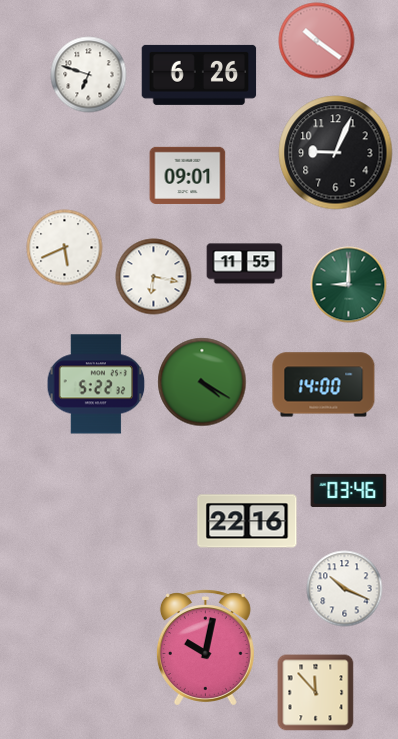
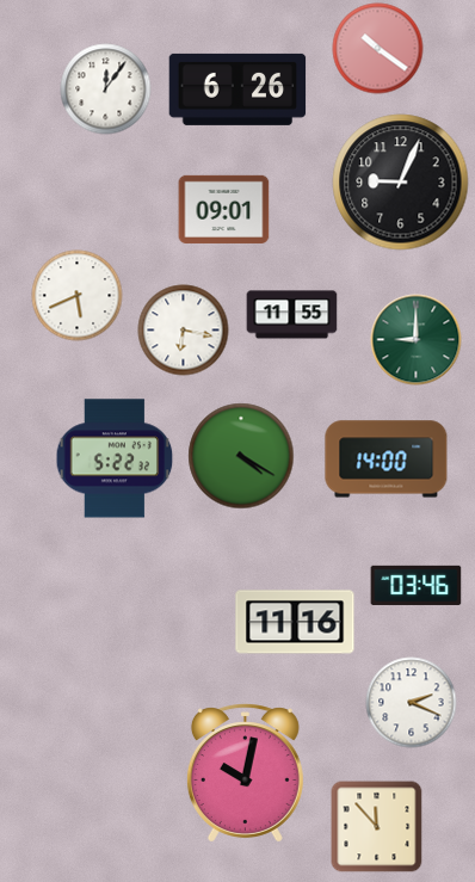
clock at (89, 75): 6:48 -> 12:06
clock at (247, 521): 22:16 -> 11:16
clock at (345, 589): 10:19 -> 2:19
